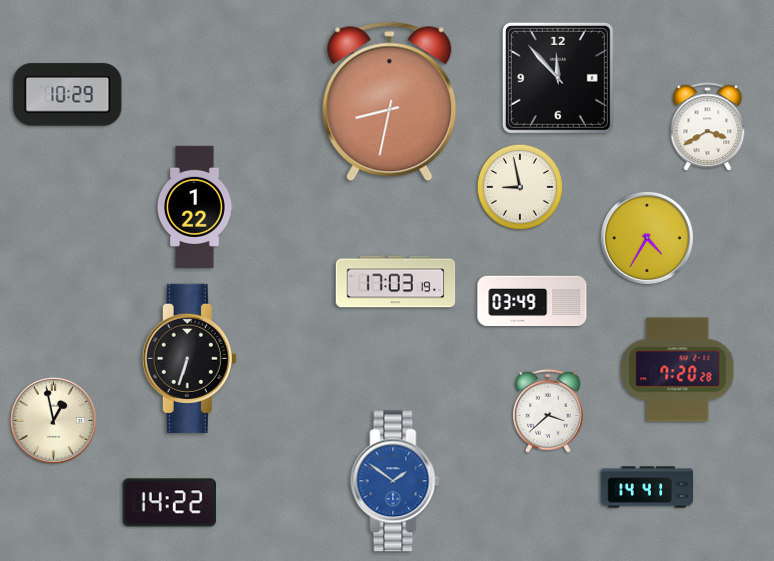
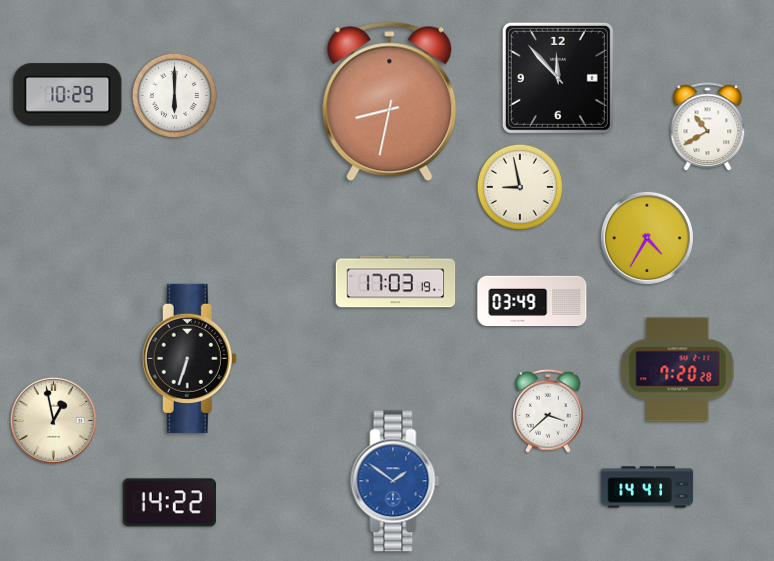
clock at (174, 95): none -> 6:00
clock at (708, 127): 3:40 -> 10:40
clock at (195, 207): 1:22 -> none
